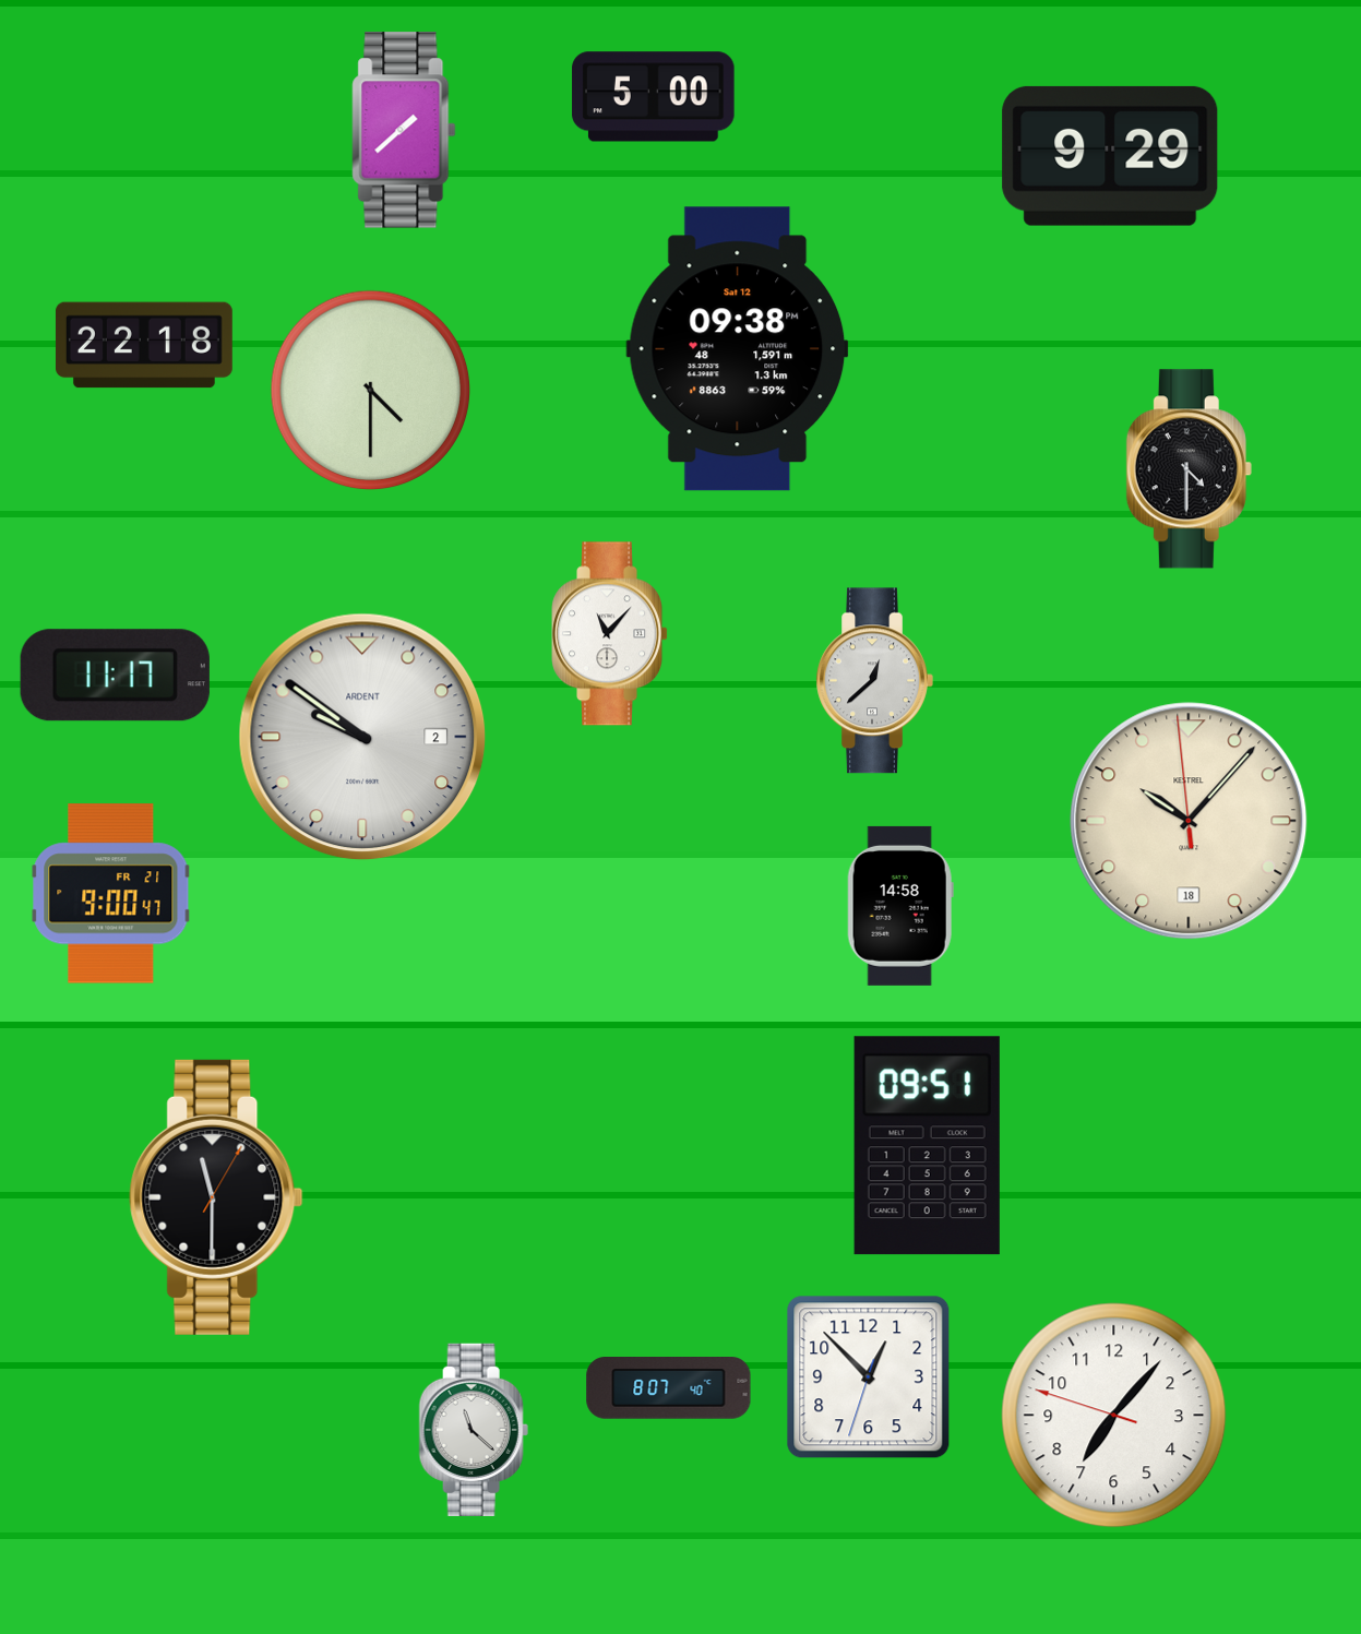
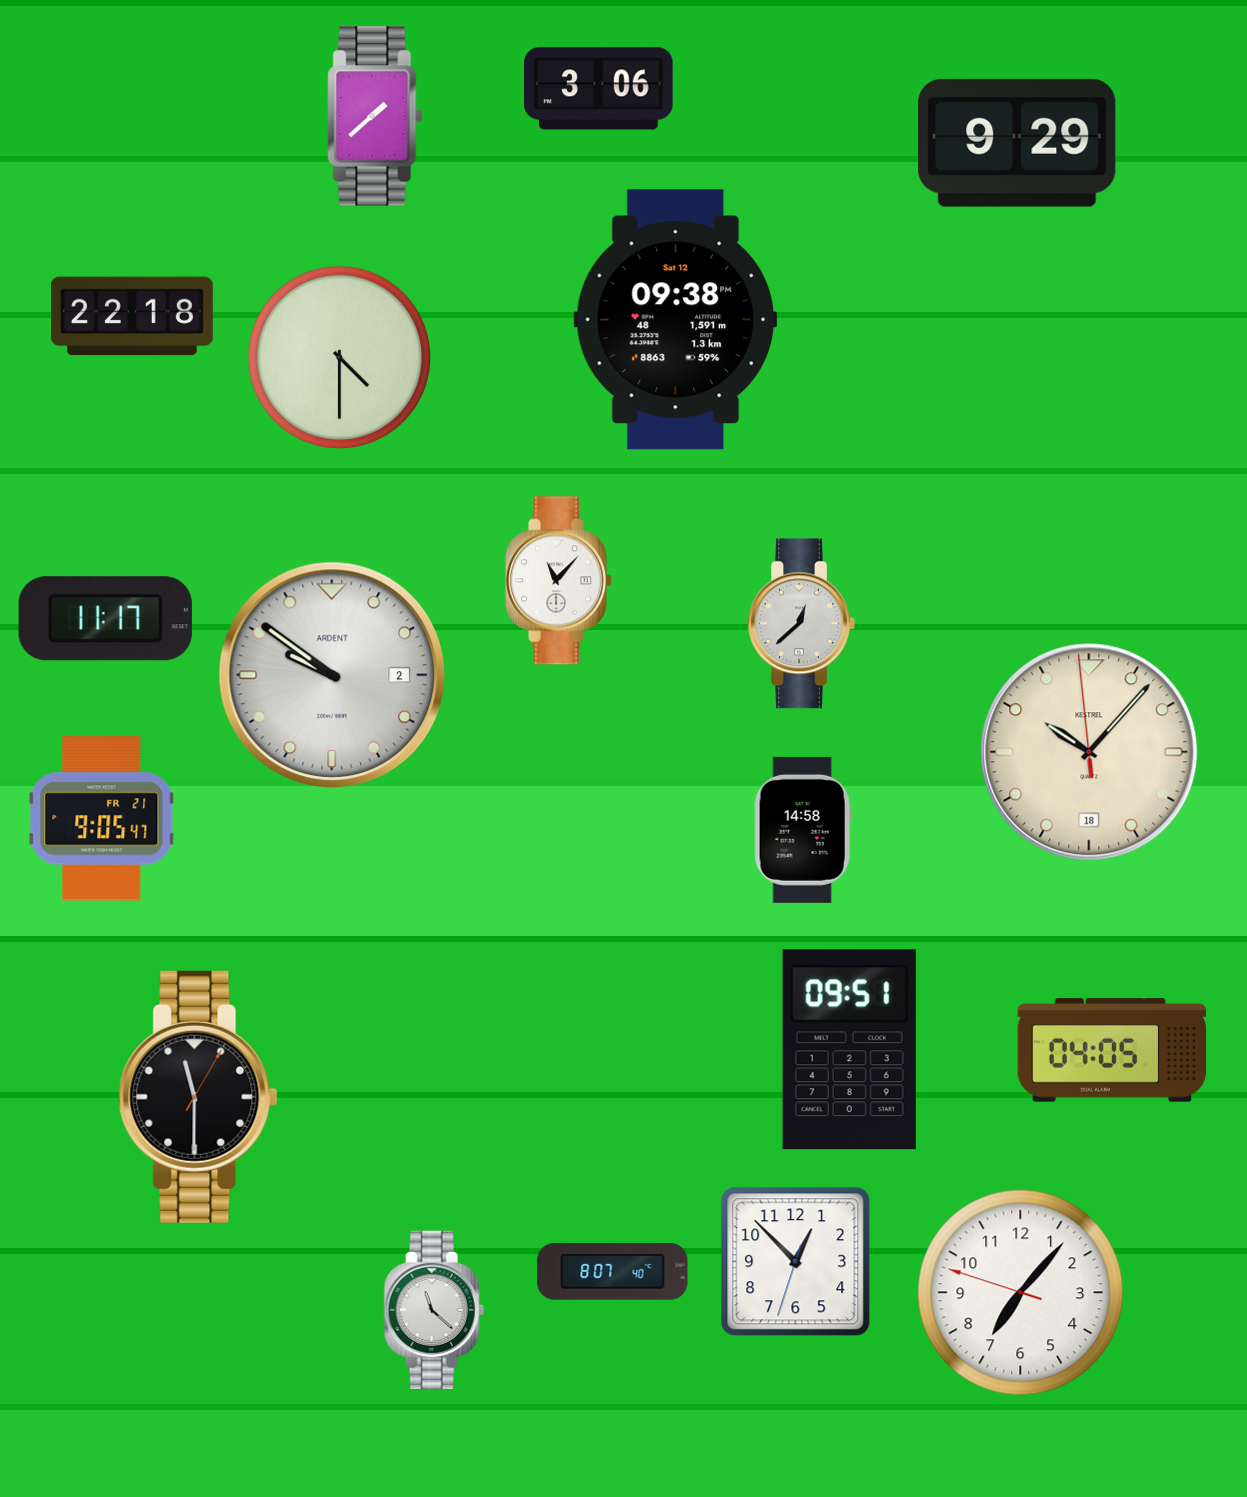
clock at (654, 97): 5:00 -> 3:06
clock at (404, 130) position: (404, 130) -> (375, 116)
clock at (1189, 469): 4:30 -> none
clock at (111, 894): 9:00 -> 9:05
clock at (900, 906) position: (900, 906) -> (803, 830)
clock at (1112, 1050): none -> 04:05
clock at (1114, 1416) position: (1114, 1416) -> (1021, 1293)
